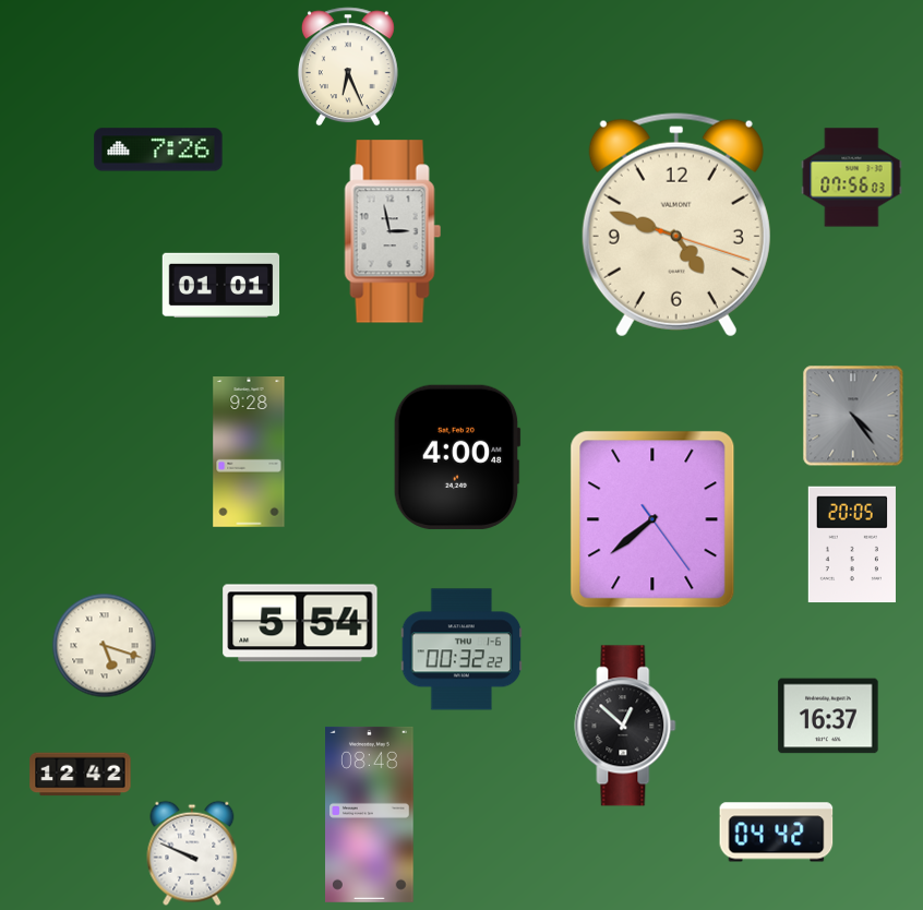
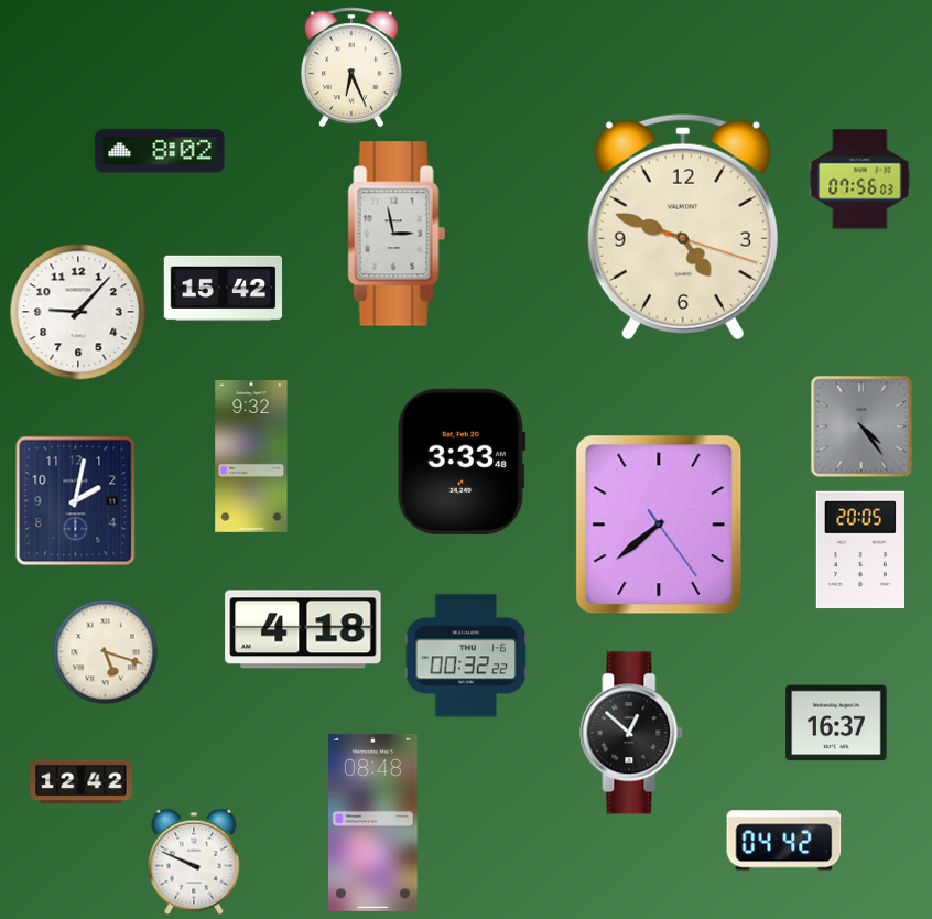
clock at (158, 149): 7:26 -> 8:02
clock at (221, 286): 01:01 -> 15:42
clock at (78, 312): none -> 9:07
clock at (853, 416) position: (853, 416) -> (861, 426)
clock at (249, 453): 9:28 -> 9:32
clock at (457, 457): 4:00 -> 3:33
clock at (76, 501): none -> 2:02
clock at (300, 623): 5:54 -> 4:18
